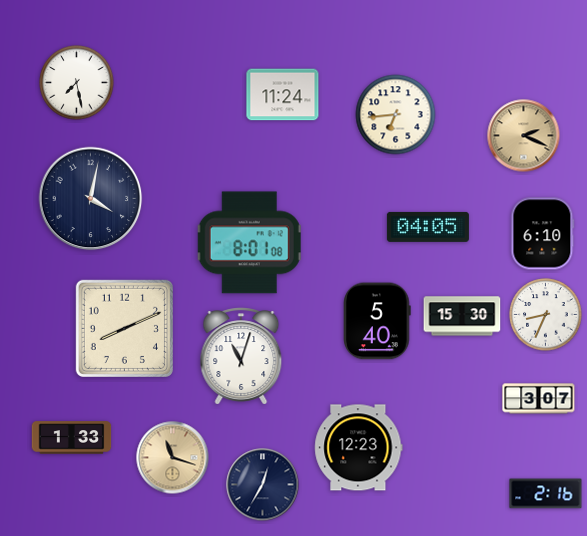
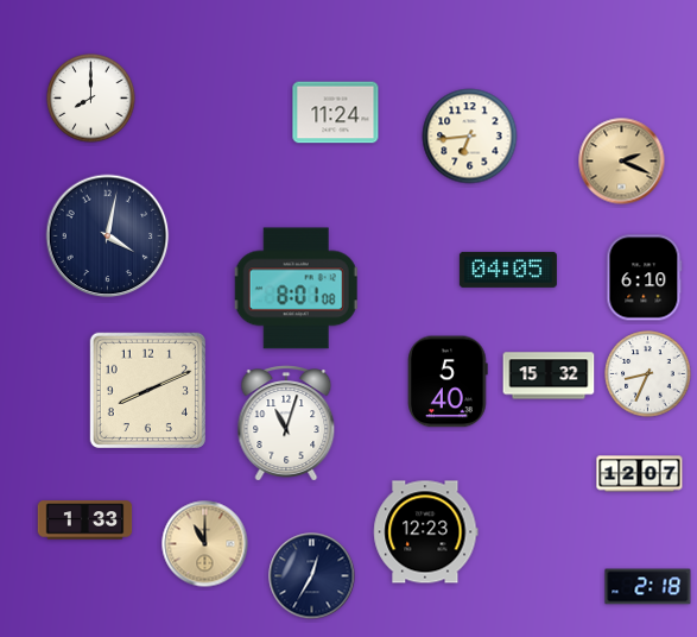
clock at (77, 83): 7:28 -> 8:00
clock at (462, 316): 15:30 -> 15:32
clock at (539, 399): 3:07 -> 12:07
clock at (173, 458): 11:18 -> 11:00
clock at (546, 494): 2:16 -> 2:18
